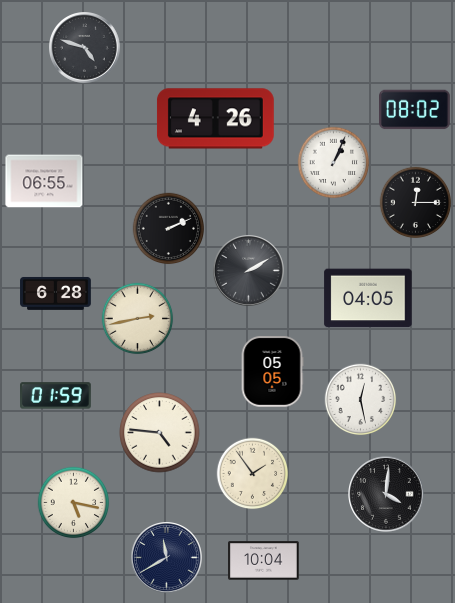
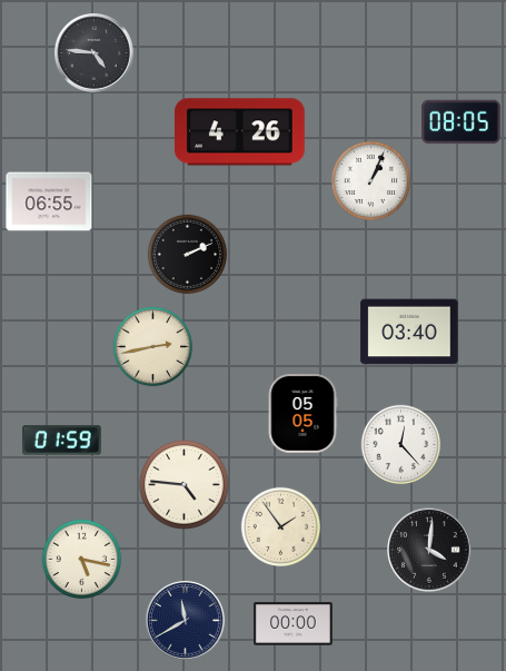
clock at (85, 48): 4:48 -> 4:46
clock at (415, 110): 08:02 -> 08:05
clock at (416, 203): 12:15 -> none
clock at (249, 271): 2:10 -> none
clock at (56, 293): 6:28 -> none
clock at (368, 298): 04:05 -> 03:40
clock at (138, 319) position: (138, 319) -> (153, 347)
clock at (361, 400): 12:28 -> 12:23
clock at (160, 433) position: (160, 433) -> (185, 485)
clock at (264, 561): 10:04 -> 00:00
